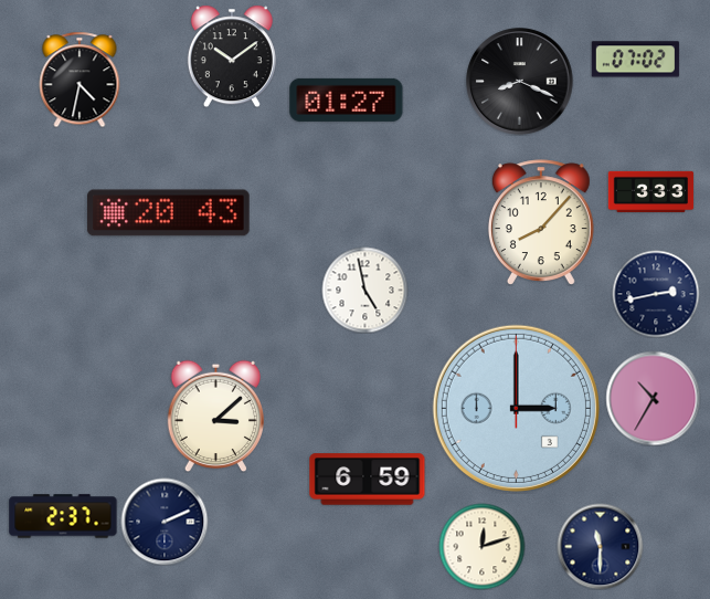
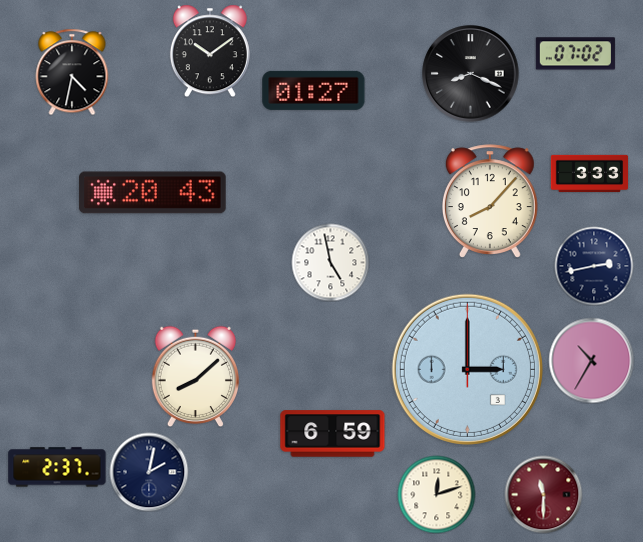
clock at (215, 416): 3:08 -> 8:08
clock at (165, 522): 2:11 -> 2:02
clock at (600, 546) dial: navy -> burgundy
